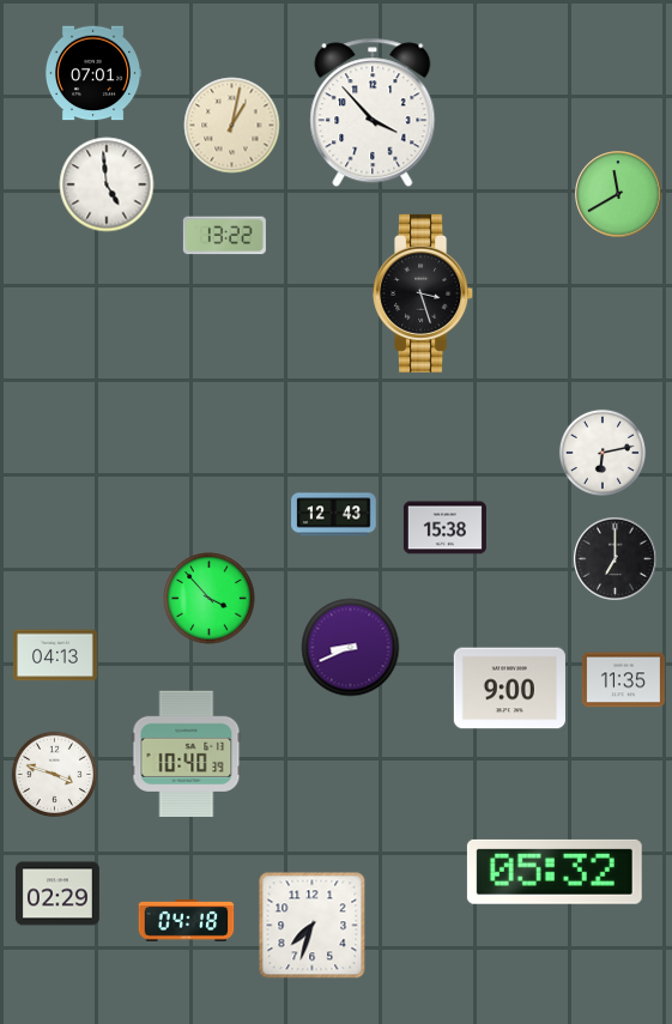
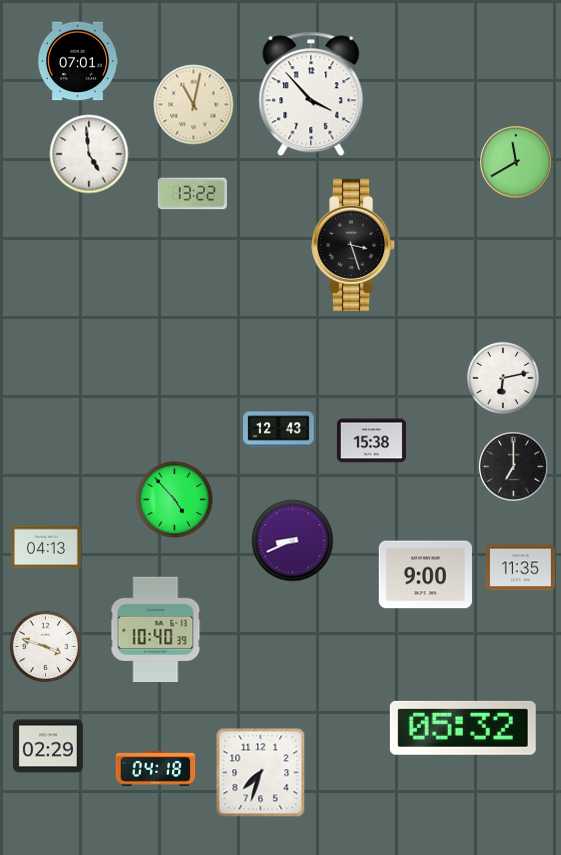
clock at (232, 126): 1:02 -> 11:02
clock at (224, 236) position: (224, 236) -> (192, 194)
clock at (210, 599): 3:53 -> 4:53
